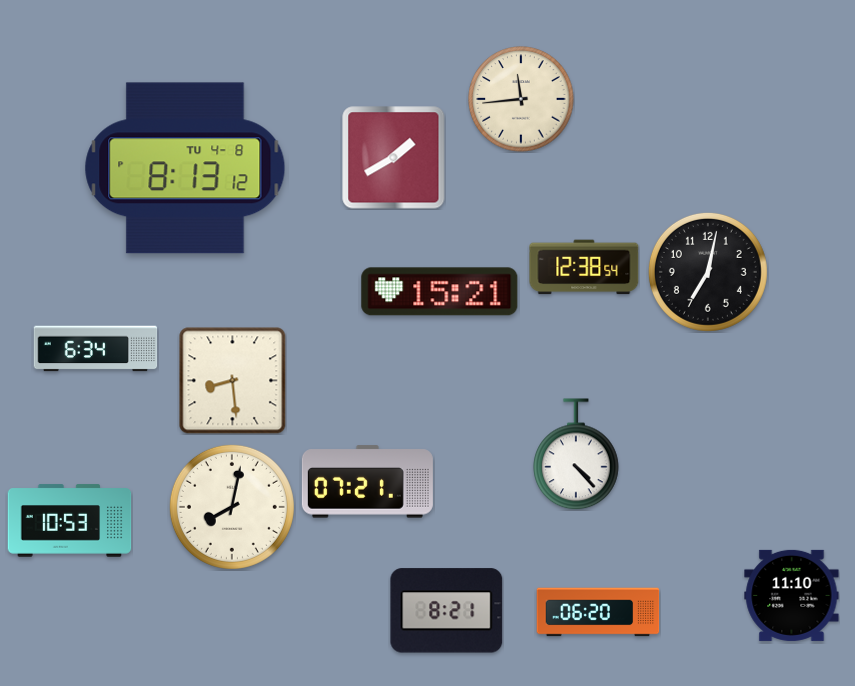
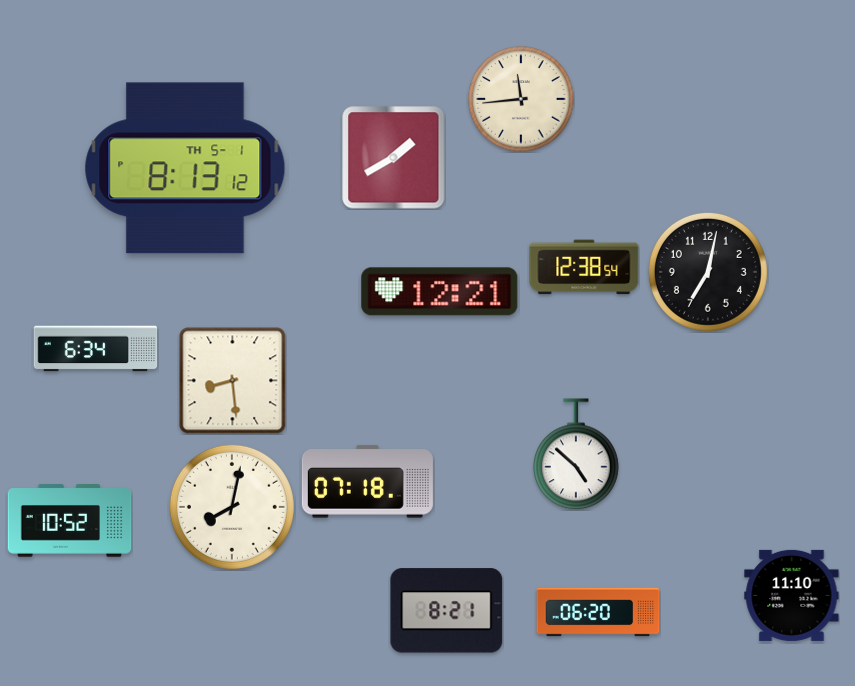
clock at (185, 168) date: TU 4-8 -> TH 5-1
clock at (440, 292): 15:21 -> 12:21
clock at (577, 454): 4:23 -> 4:52
clock at (367, 482): 07:21 -> 07:18
clock at (70, 521): 10:53 -> 10:52
